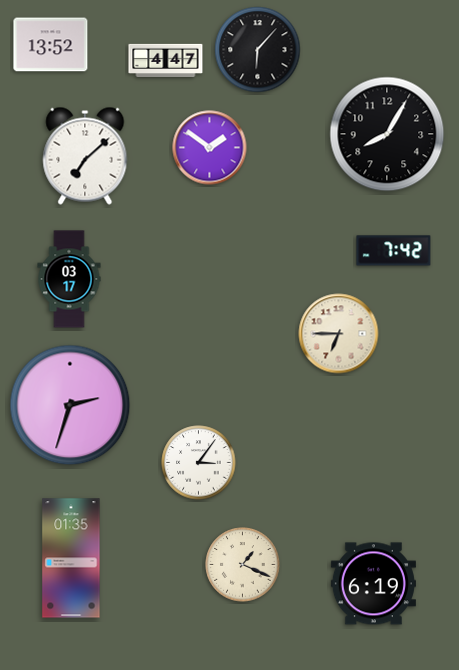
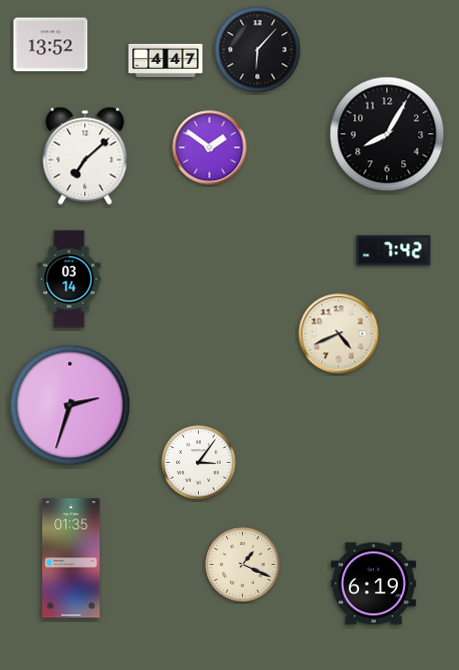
clock at (69, 279): 03:17 -> 03:14
clock at (339, 334): 6:45 -> 4:41
